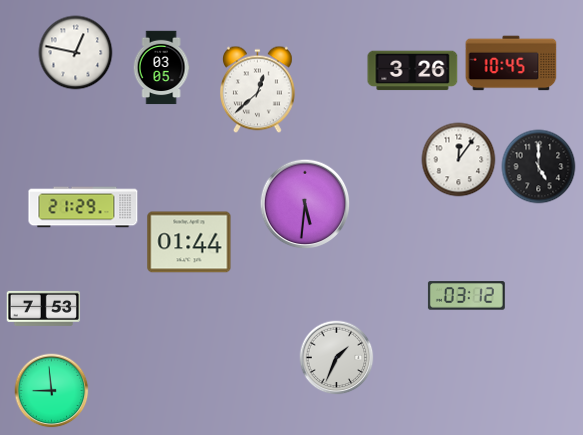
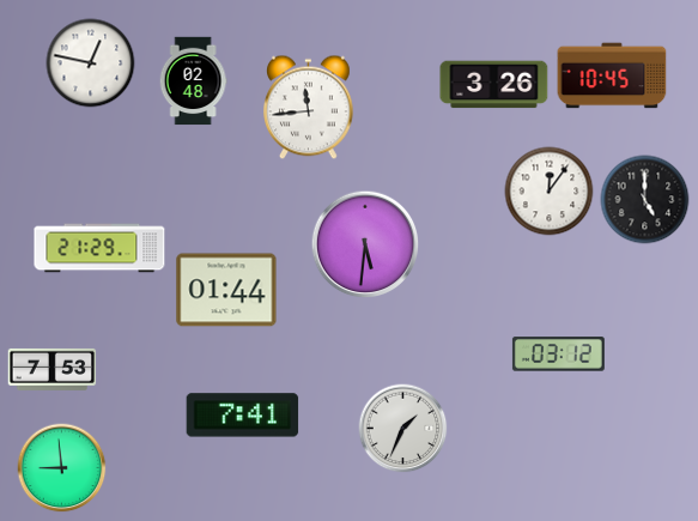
clock at (161, 68): 03:05 -> 02:48
clock at (258, 90): 12:38 -> 11:44
clock at (243, 416): none -> 7:41
